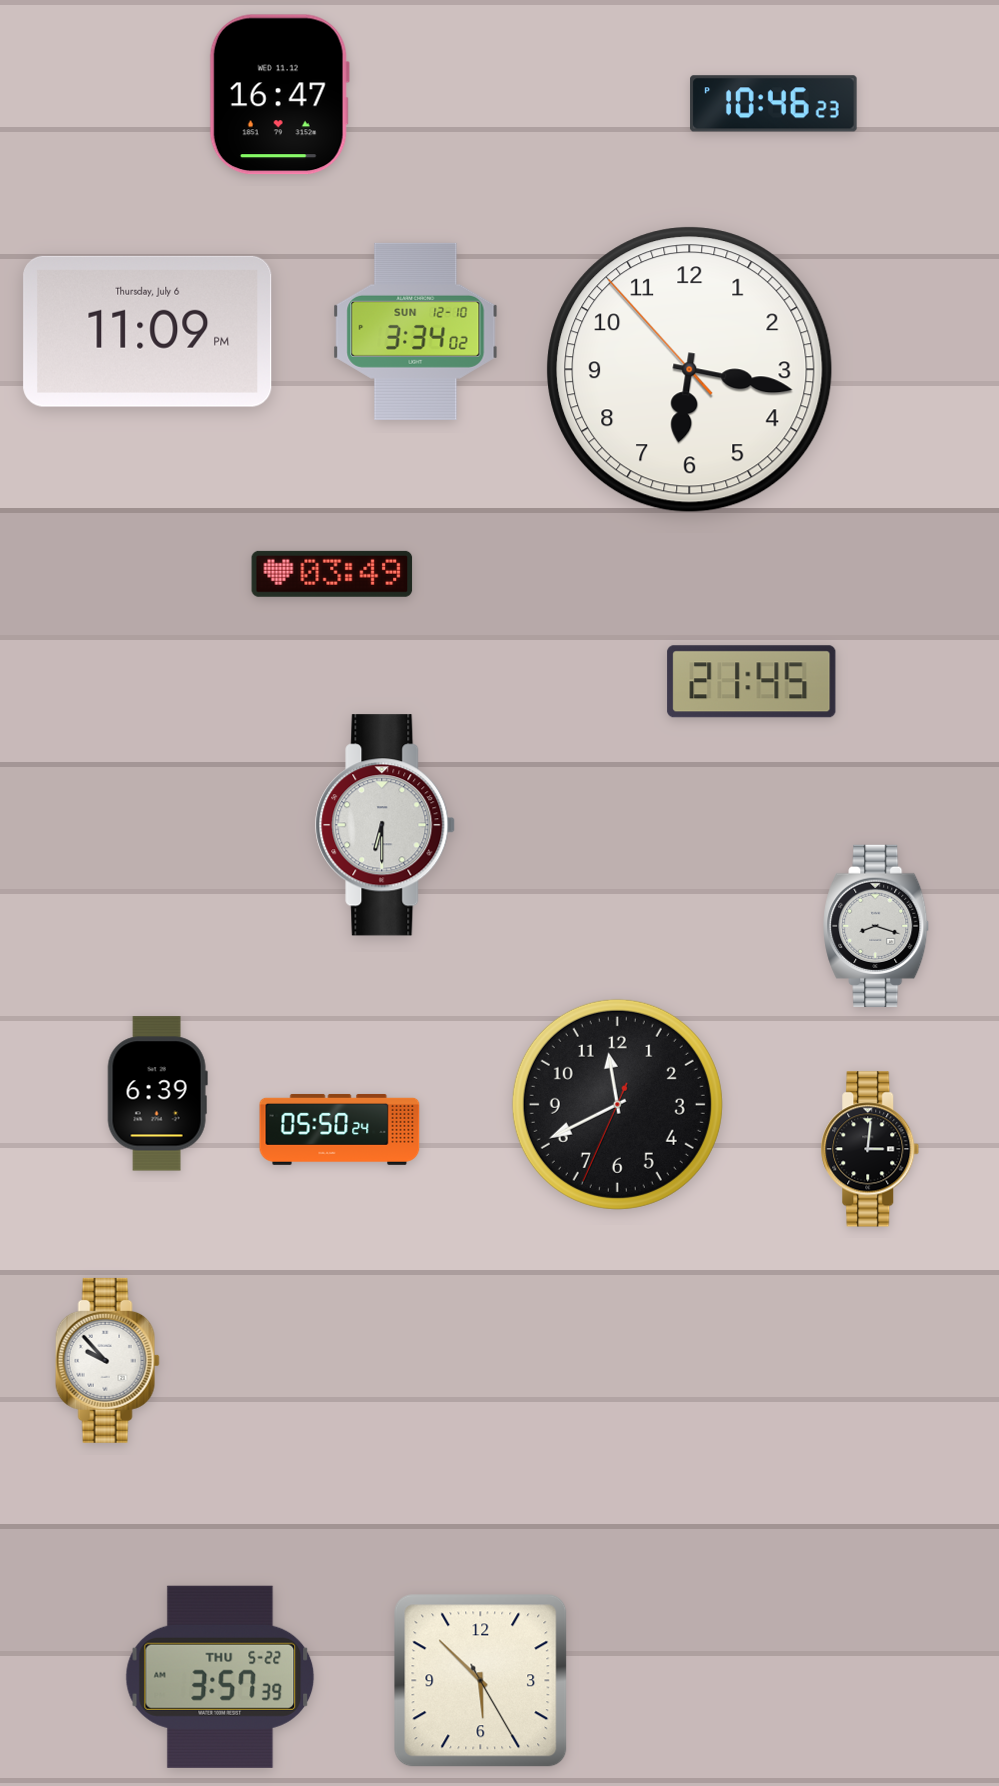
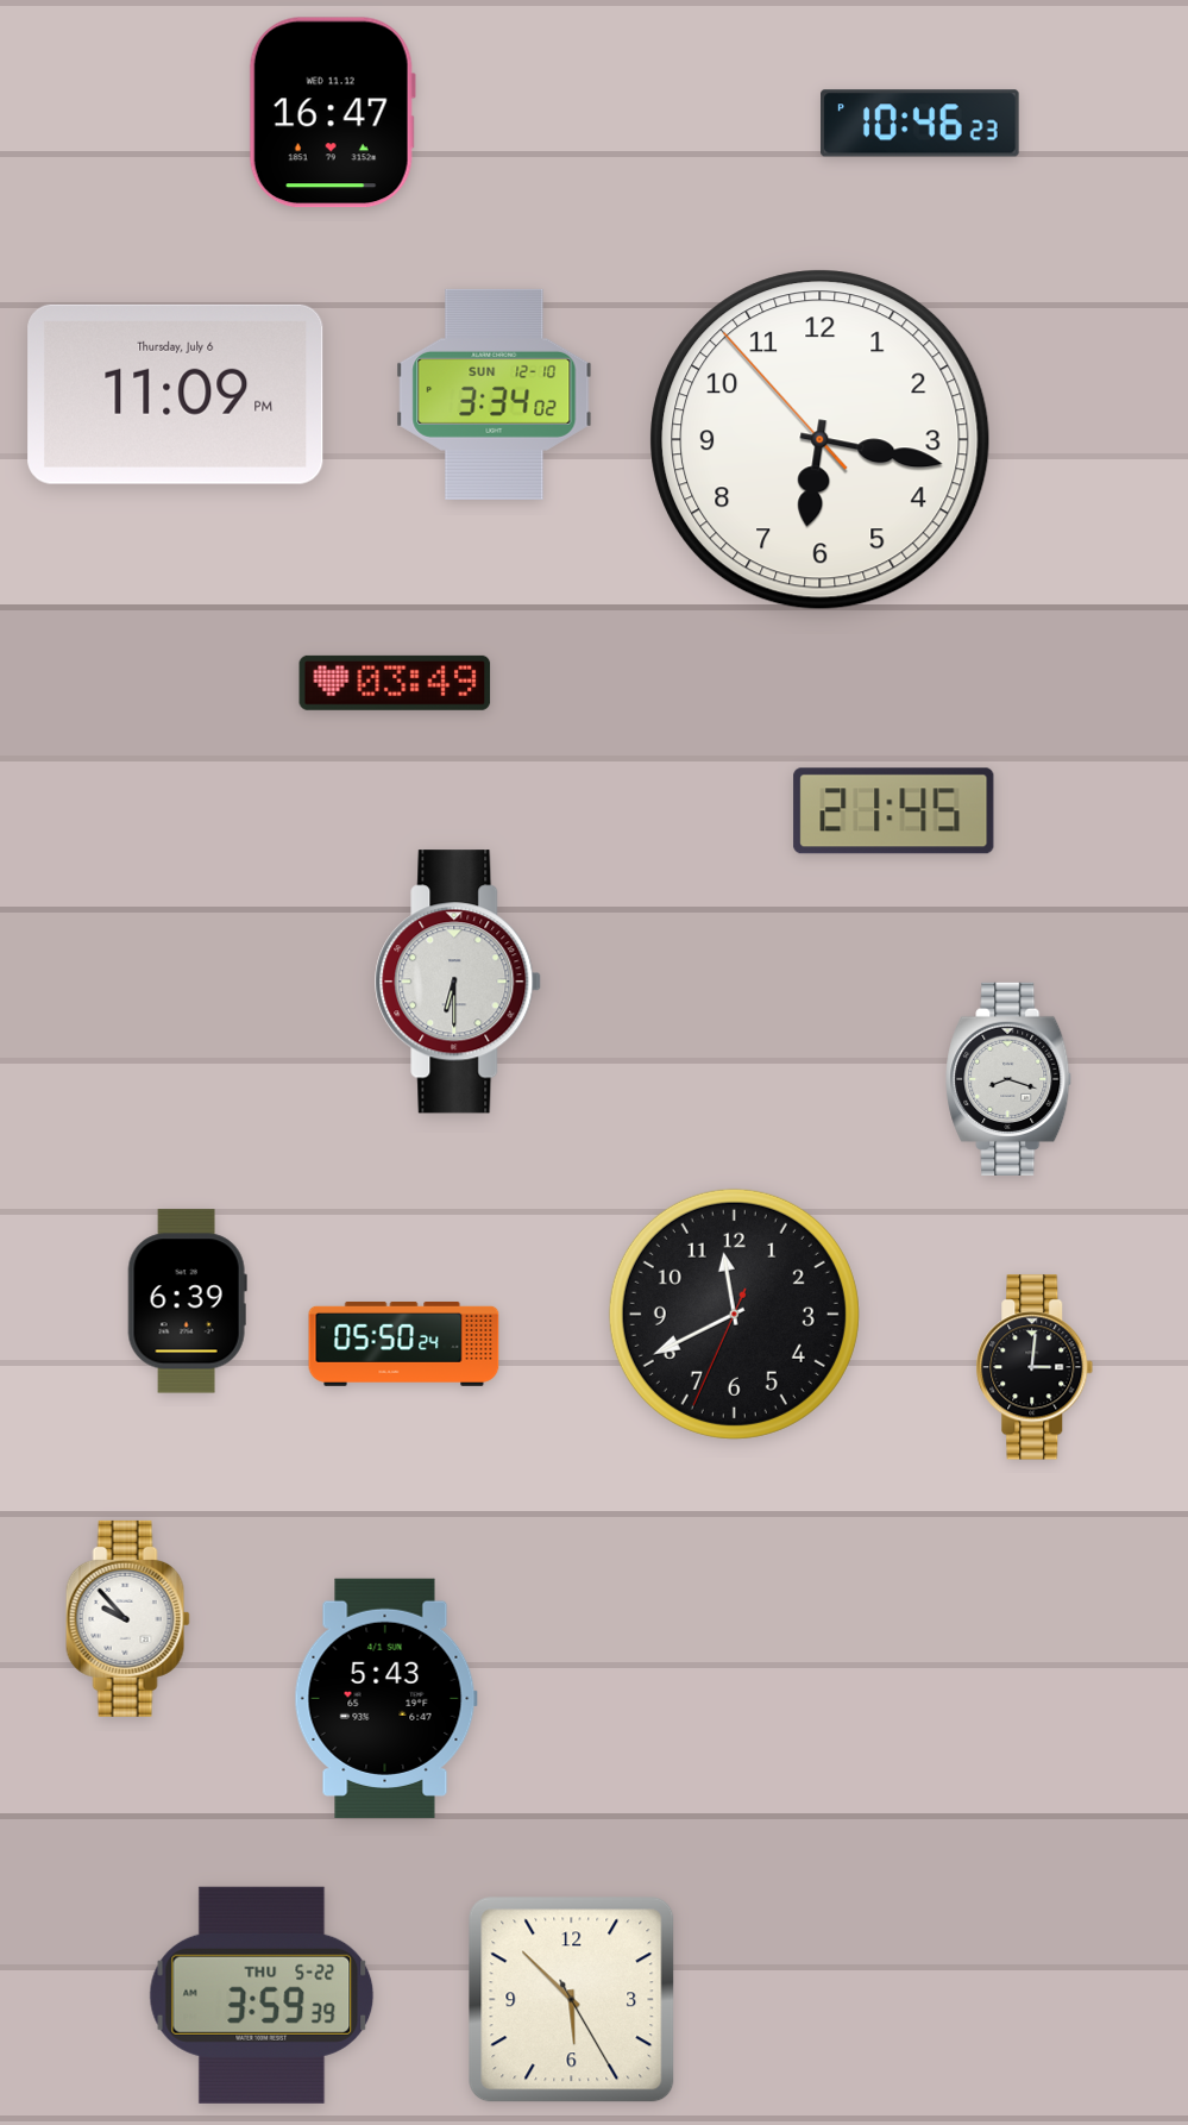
clock at (877, 926) position: (877, 926) -> (1010, 1079)
clock at (385, 1698): none -> 5:43
clock at (220, 1677): 3:57 -> 3:59
